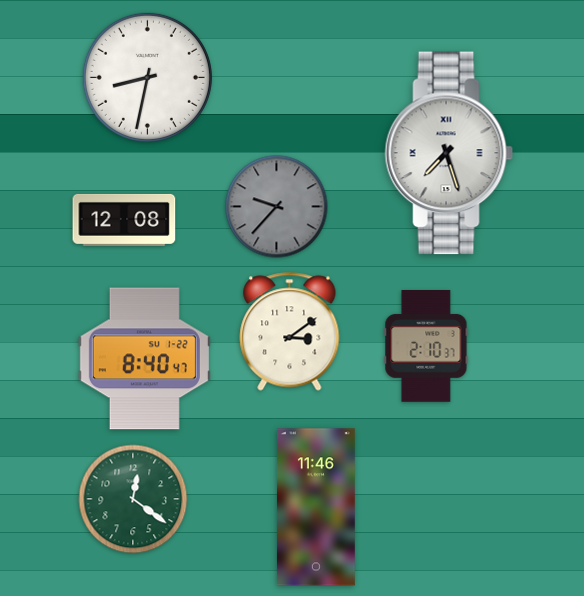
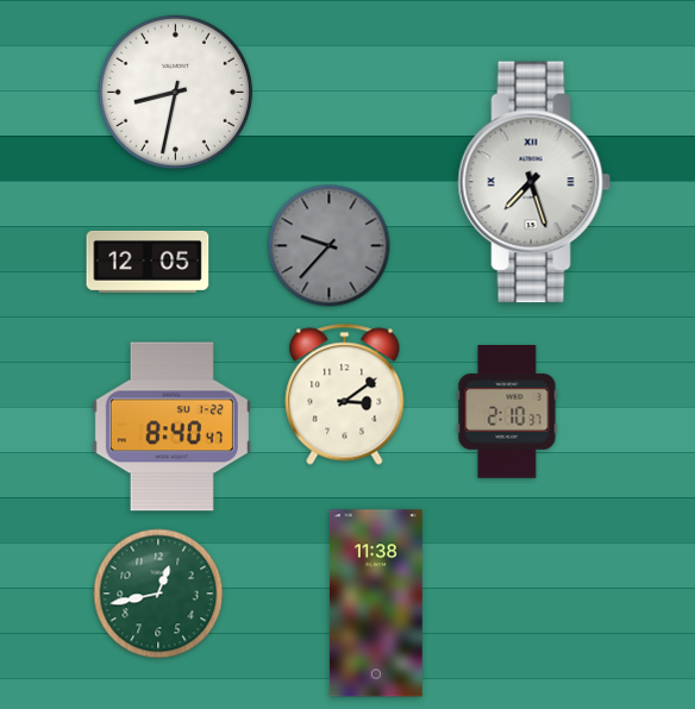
clock at (124, 220): 12:08 -> 12:05
clock at (133, 499): 12:21 -> 12:43
clock at (316, 507): 11:46 -> 11:38
